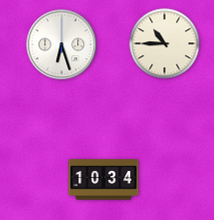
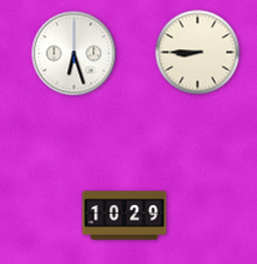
clock at (165, 44): 10:45 -> 8:45
clock at (104, 180): 10:34 -> 10:29
